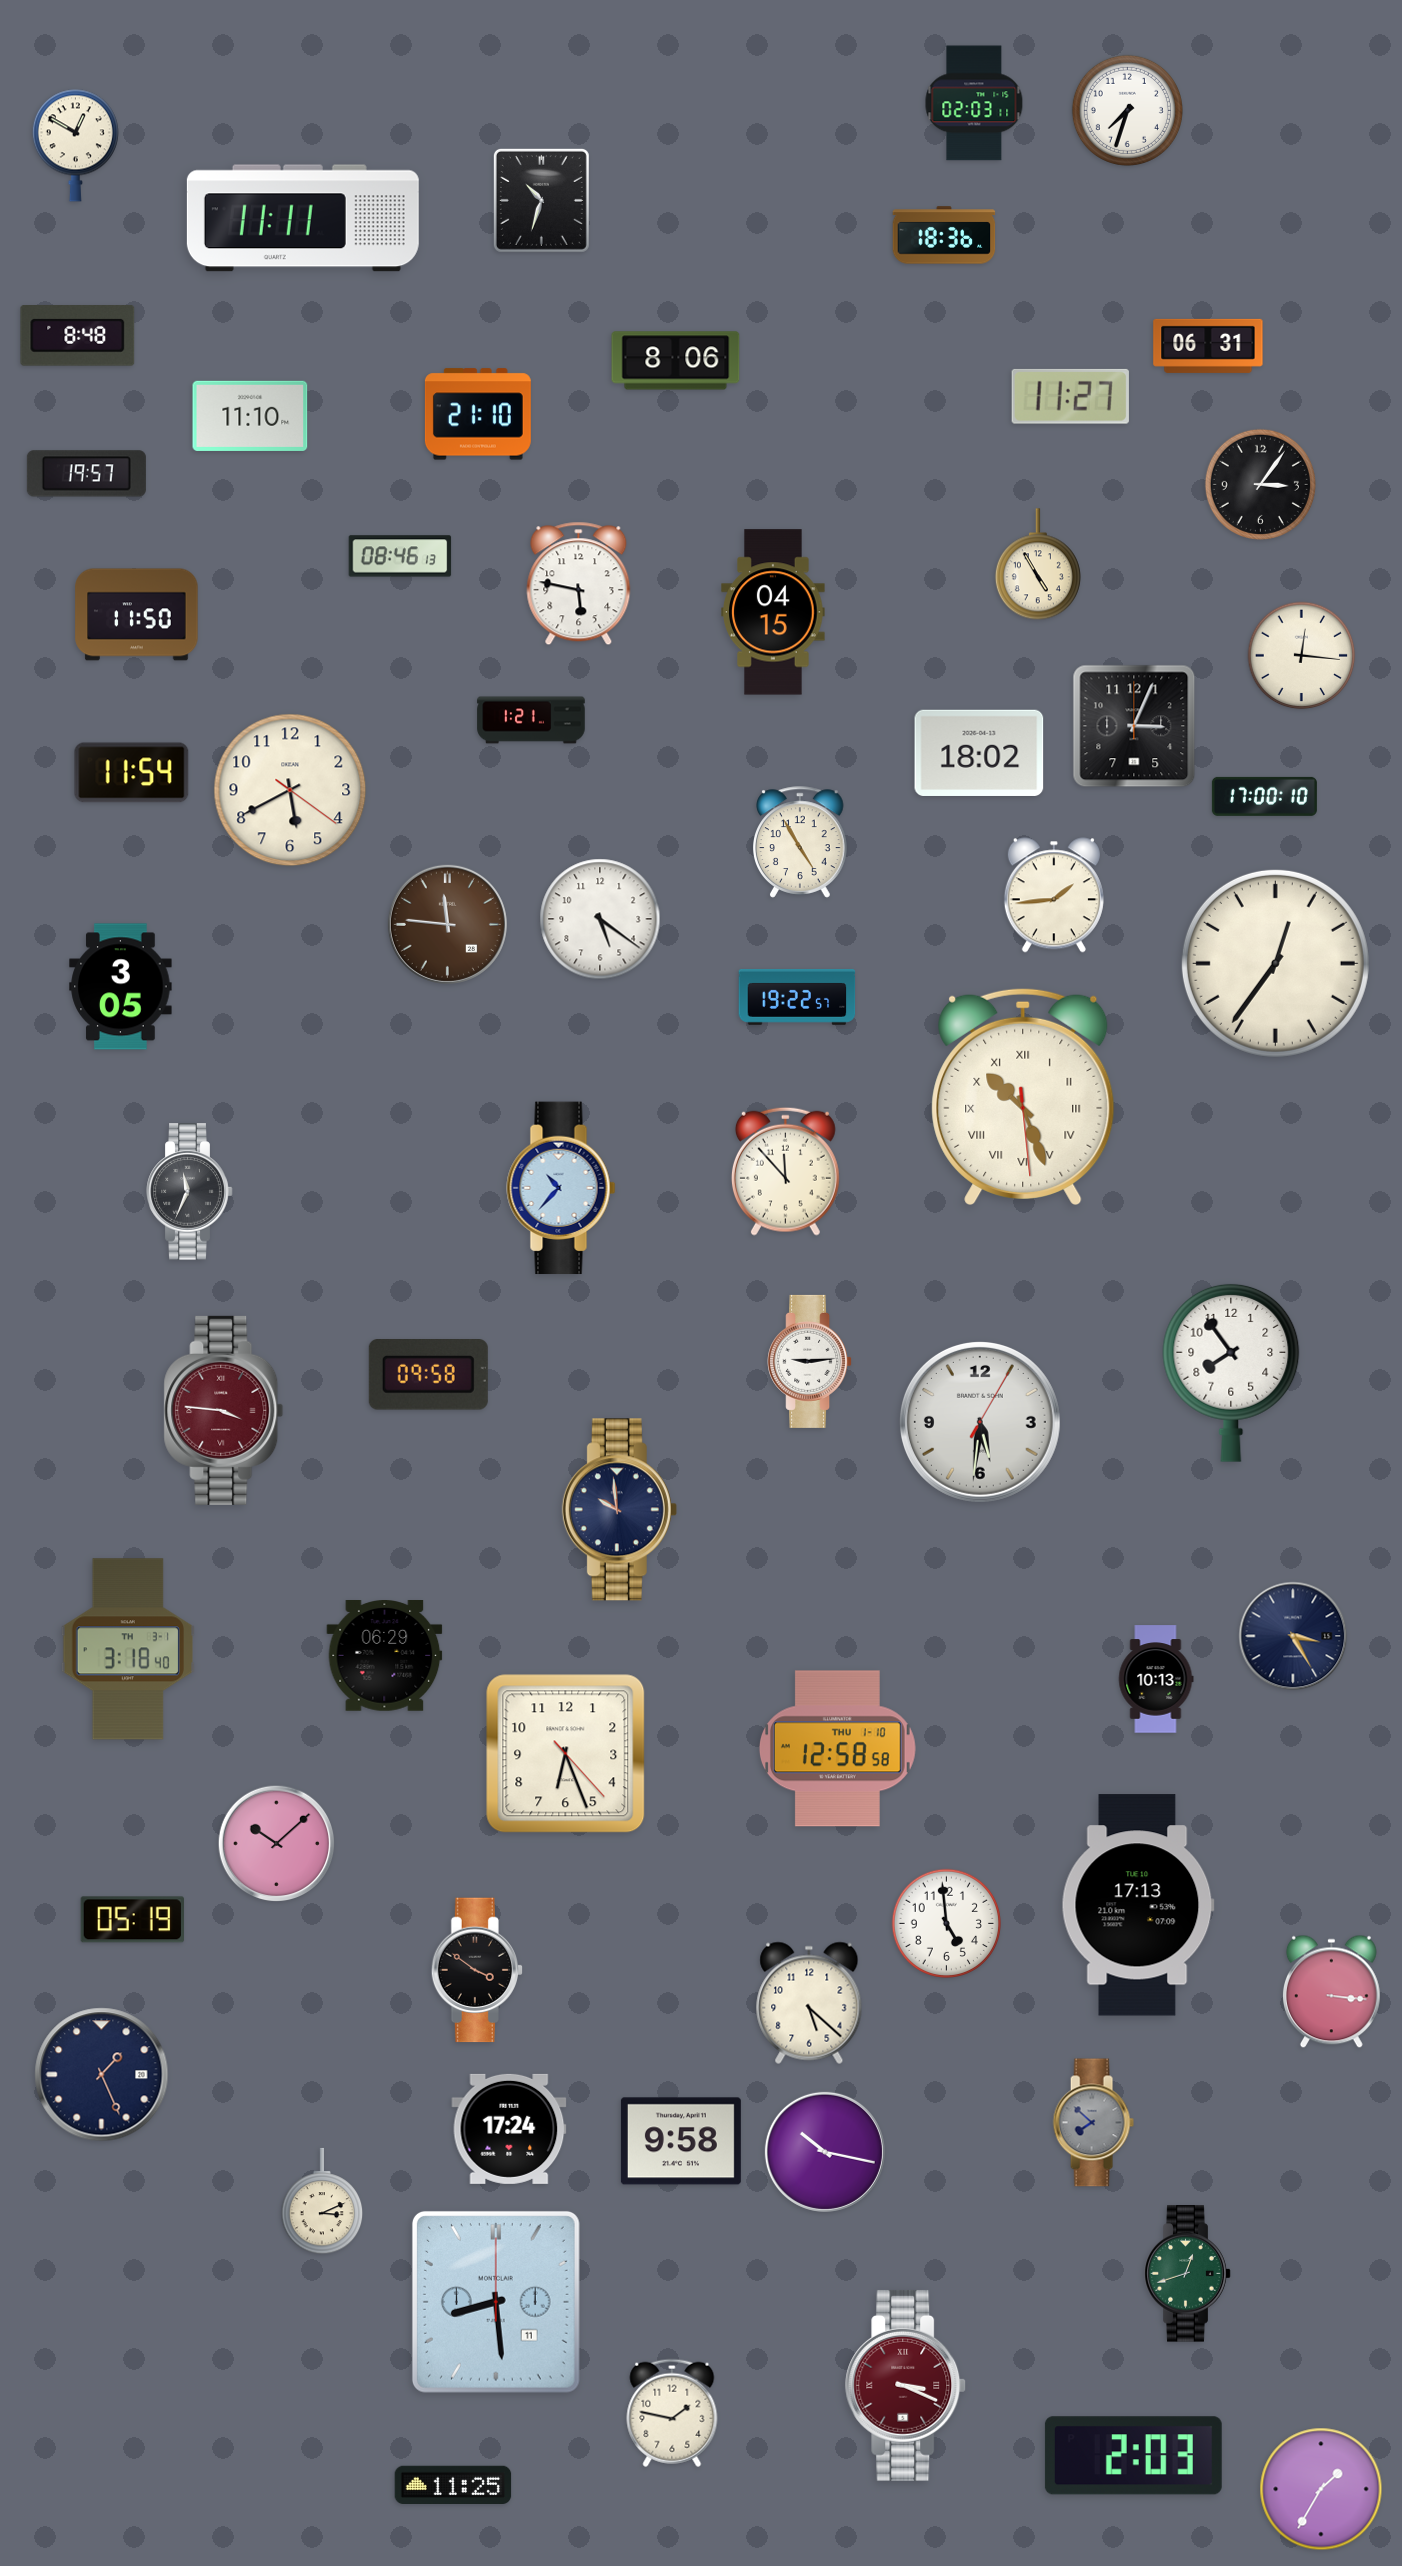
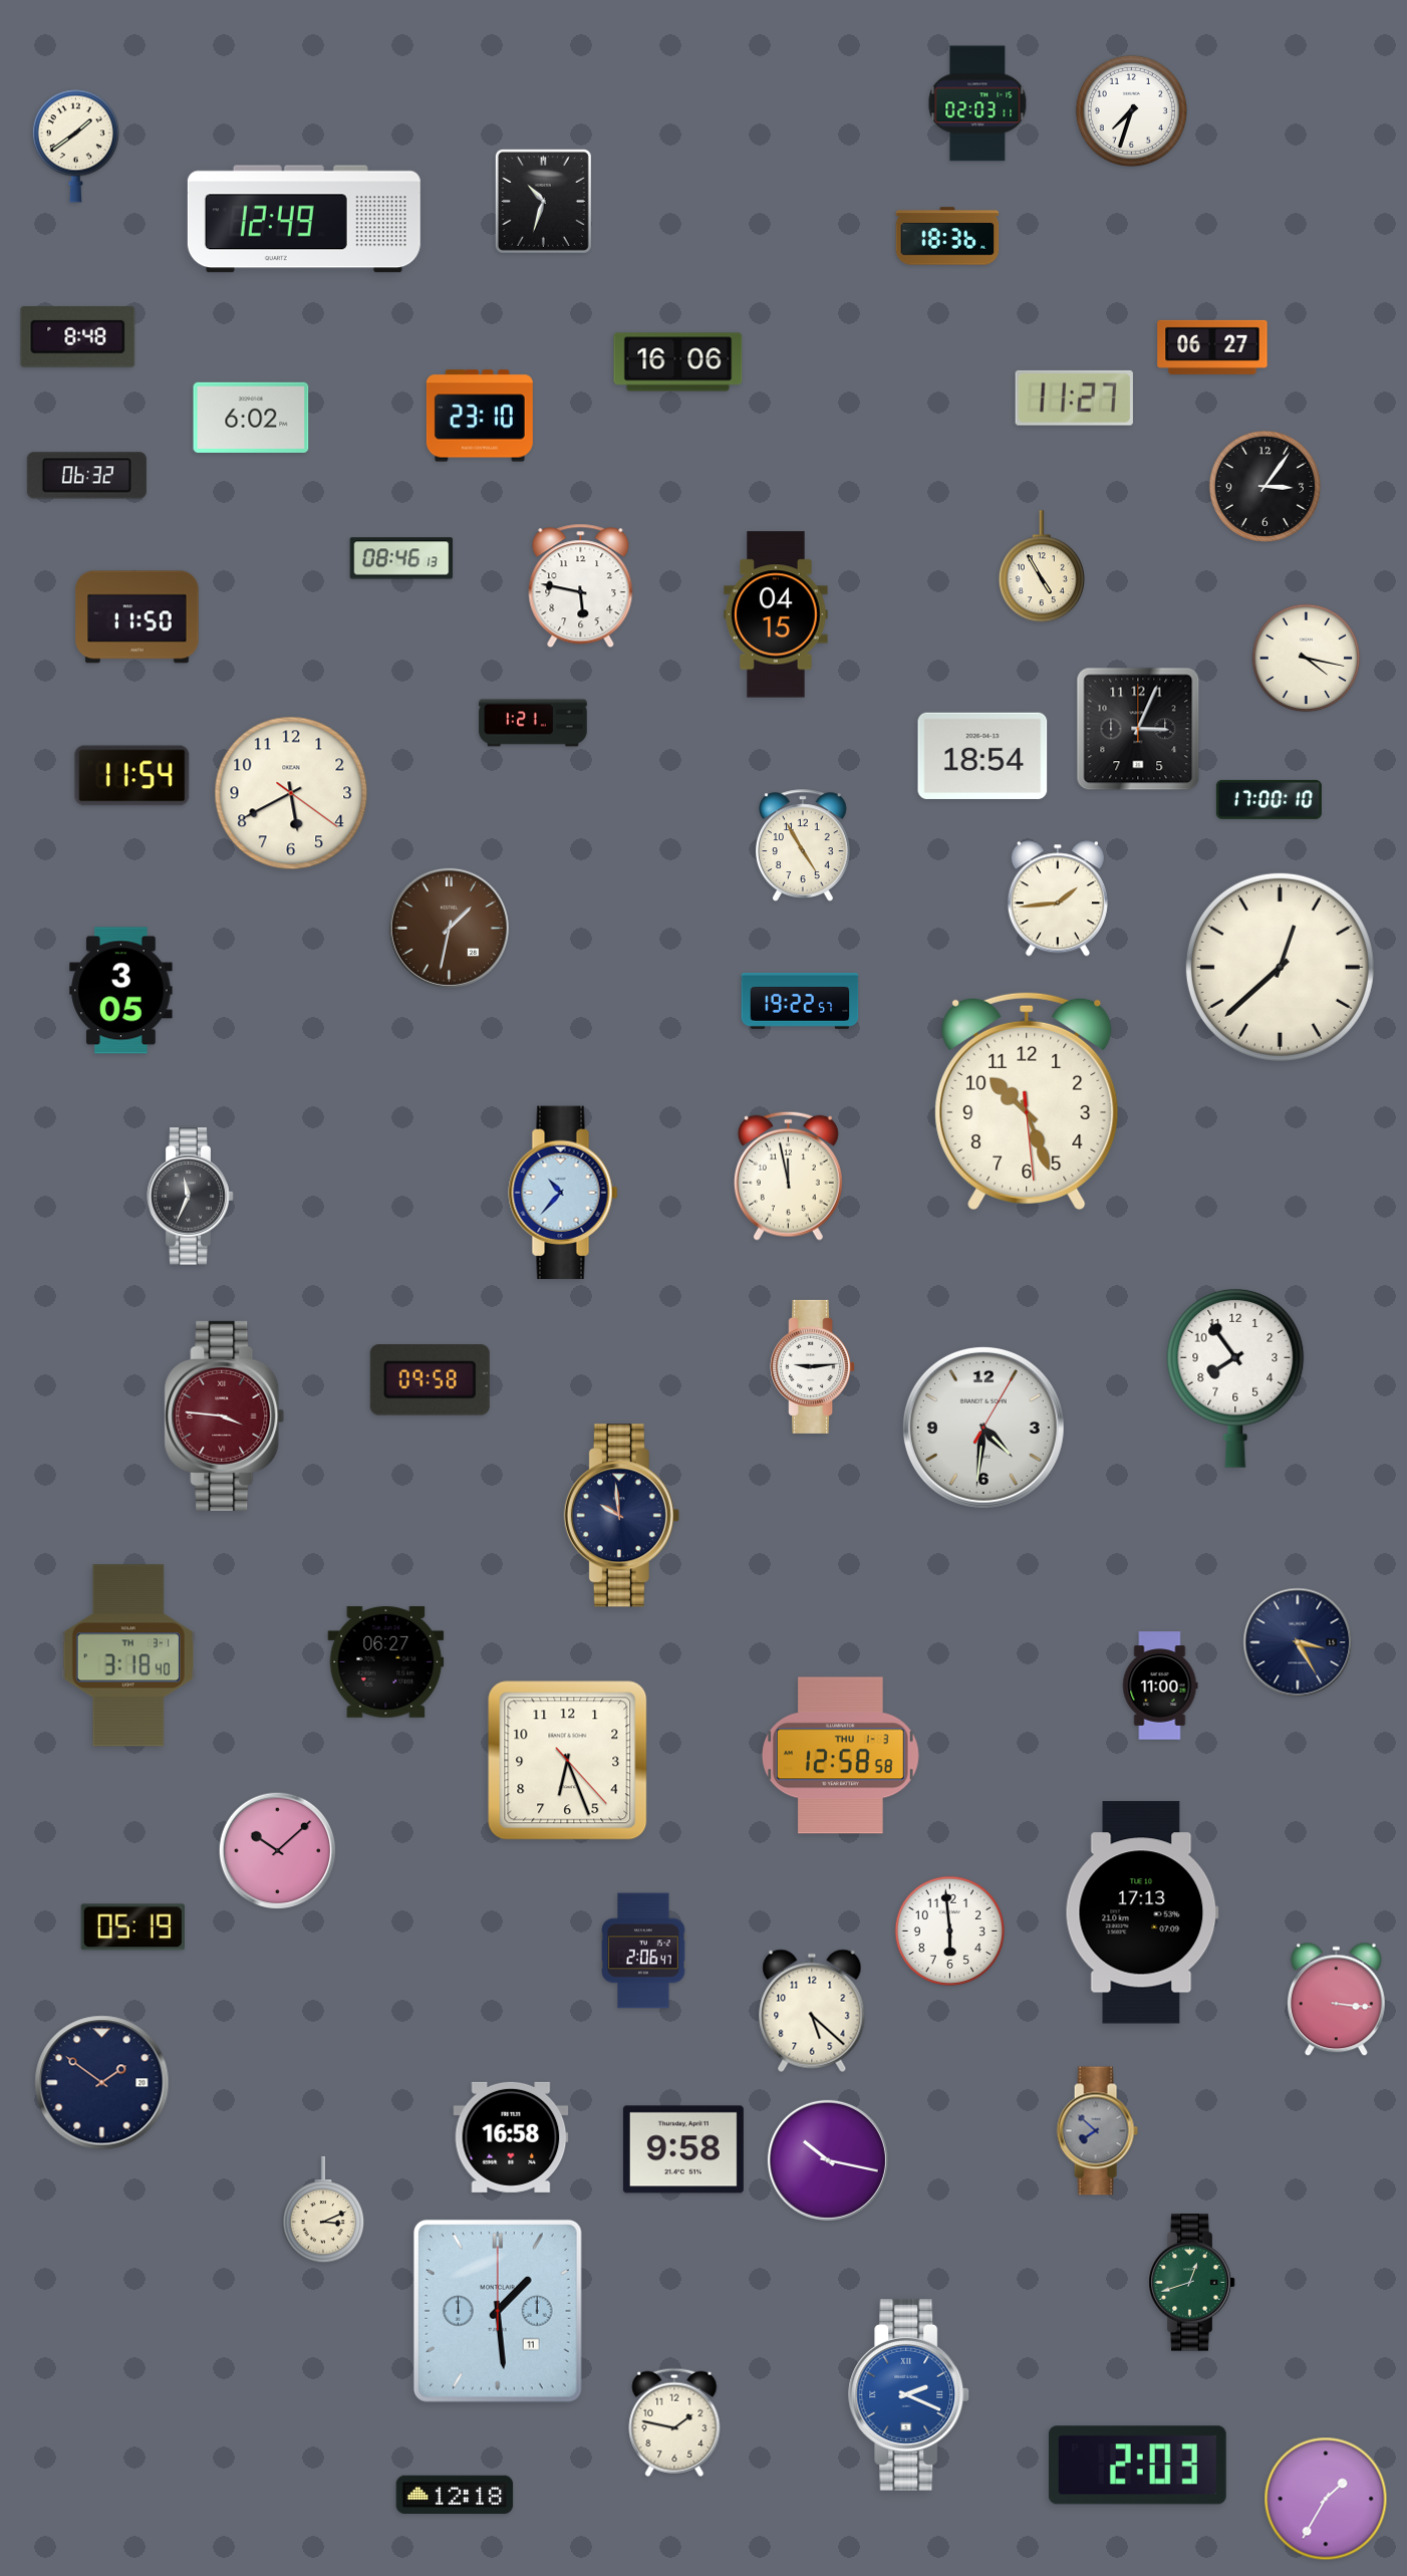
clock at (75, 145): 12:50 -> 1:39
clock at (303, 218): 11:11 -> 12:49
clock at (1208, 346): 06:31 -> 06:27
clock at (676, 361): 8:06 -> 16:06
clock at (478, 414): 21:10 -> 23:10
clock at (250, 416): 11:10 -> 6:02
clock at (86, 474): 19:57 -> 06:32
clock at (1302, 656): 12:16 -> 4:17
clock at (979, 753): 18:02 -> 18:54
clock at (600, 919): 5:21 -> none
clock at (447, 924): 11:46 -> 1:32
clock at (1275, 963): 12:36 -> 12:38
clock at (1023, 1096) numerals: Roman -> Arabic
clock at (785, 1171): 11:53 -> 11:58
clock at (980, 1422): 5:31 -> 4:31
clock at (385, 1656): 06:29 -> 06:27
clock at (1156, 1679): 10:13 -> 11:00
clock at (837, 1749) date: THU 1-10 -> THU 1-3
clock at (947, 1924): 4:59 -> 5:59
clock at (643, 1951): none -> 2:06
clock at (477, 1970): 3:51 -> none
clock at (102, 2075): 1:26 -> 1:51
clock at (509, 2129): 17:24 -> 16:58
clock at (496, 2302): 8:29 -> 1:29
clock at (906, 2385): 3:19 -> 2:19
clock at (906, 2385) dial: burgundy -> blue
clock at (453, 2485): 11:25 -> 12:18
